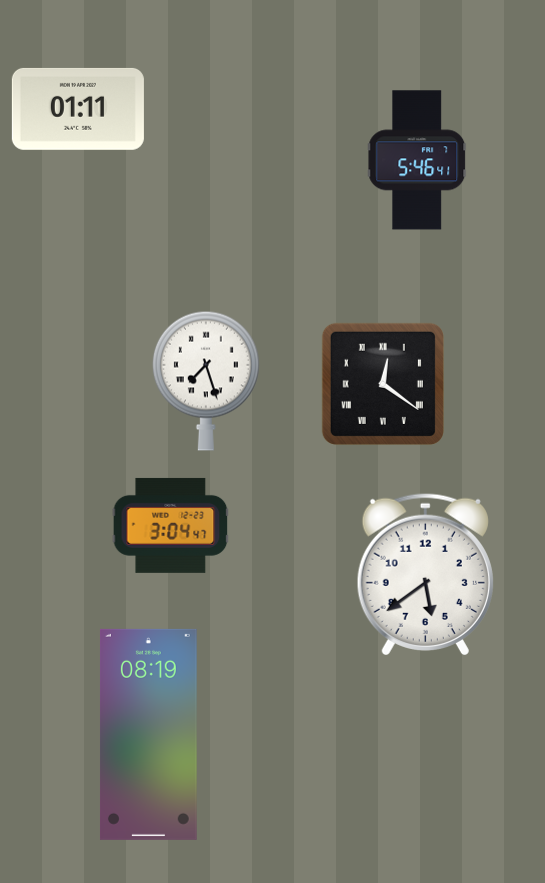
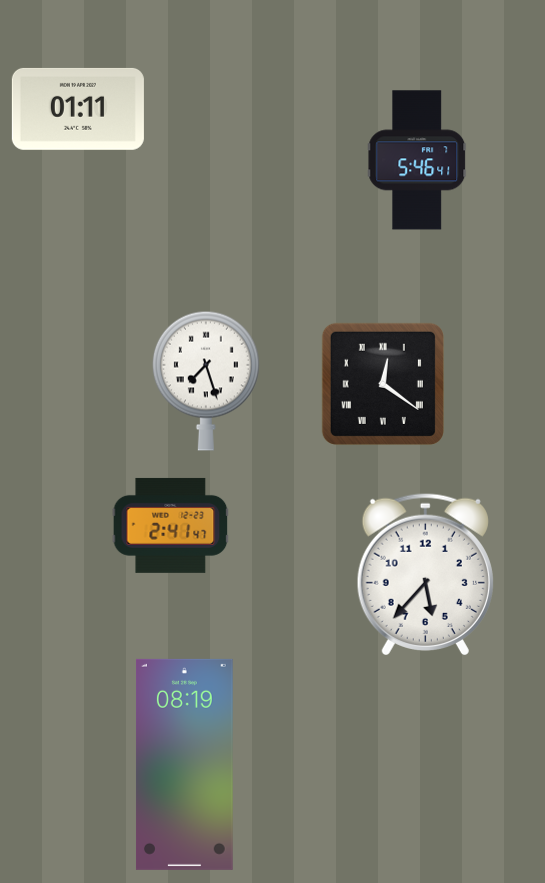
clock at (171, 525): 3:04 -> 2:41
clock at (425, 574): 5:39 -> 5:37
clock at (148, 734) position: (148, 734) -> (184, 764)
